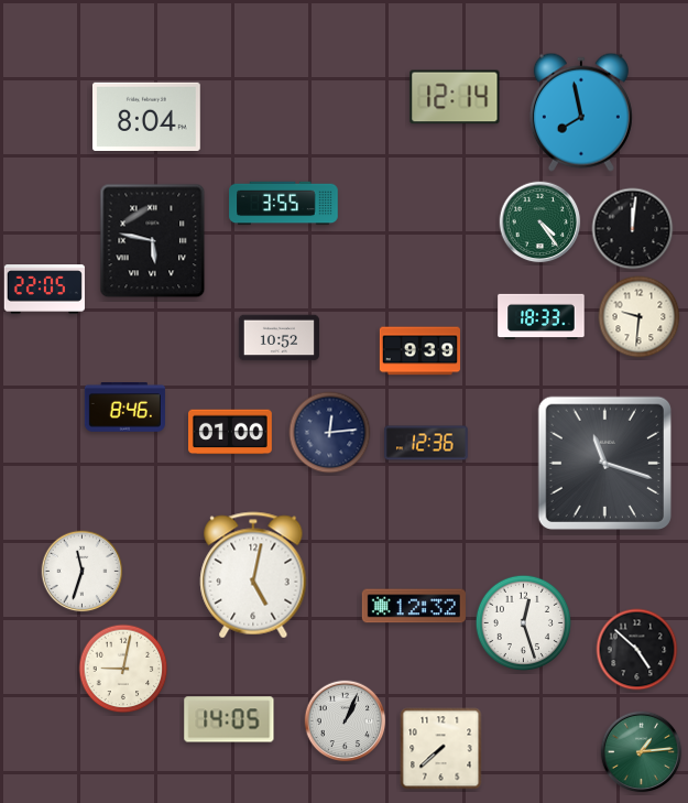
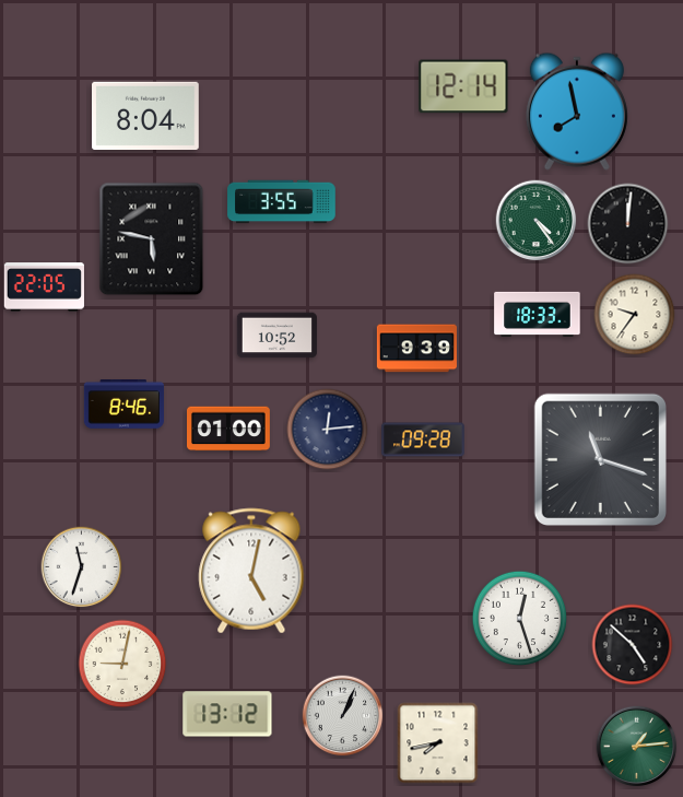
clock at (455, 97) position: (455, 97) -> (463, 86)
clock at (633, 229) position: (633, 229) -> (628, 224)
clock at (640, 317): 9:31 -> 9:36
clock at (427, 443): 12:36 -> 09:28
clock at (414, 606): 12:32 -> none
clock at (229, 719): 14:05 -> 13:12
clock at (441, 749): 7:38 -> 7:43
